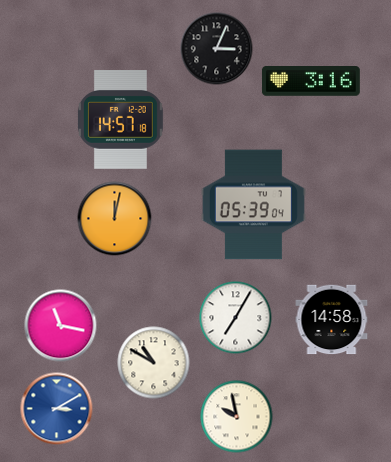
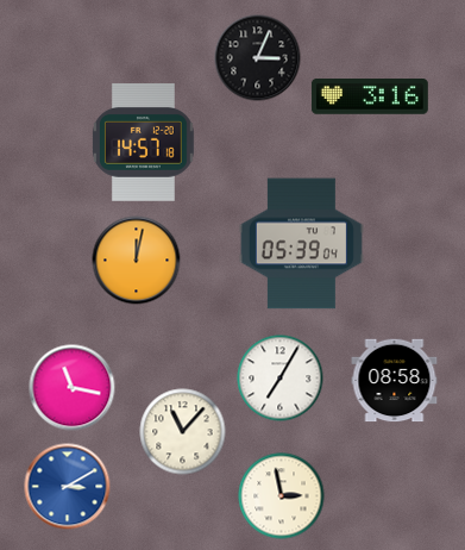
clock at (332, 320): 14:58 -> 08:58
clock at (154, 363): 10:50 -> 11:07
clock at (237, 417): 9:58 -> 2:58
